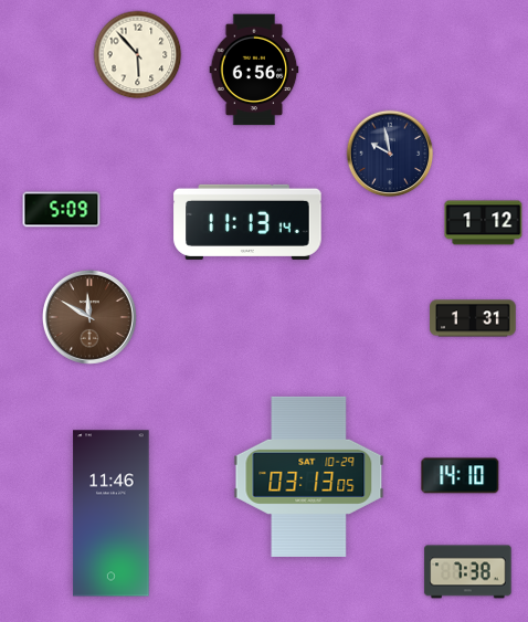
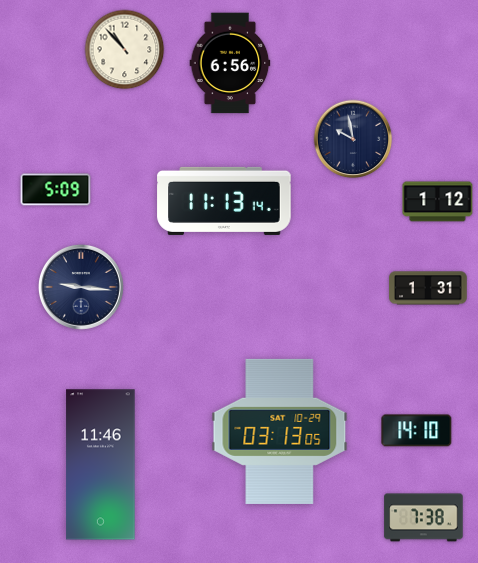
clock at (138, 55): 5:53 -> 10:53
clock at (89, 317): 11:50 -> 9:16
clock at (89, 317) dial: brown -> navy
